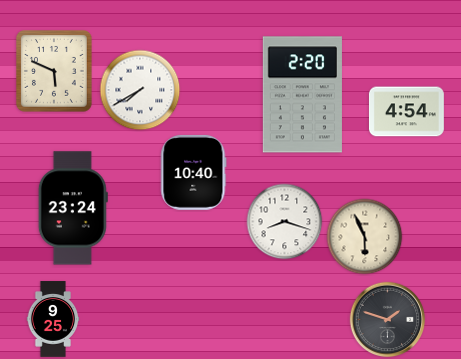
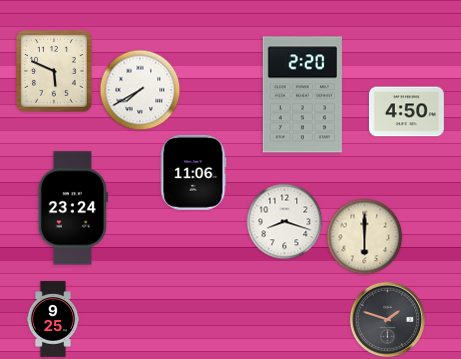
clock at (406, 112): 4:54 -> 4:50
clock at (194, 172): 10:40 -> 11:06
clock at (365, 237): 5:56 -> 6:00
